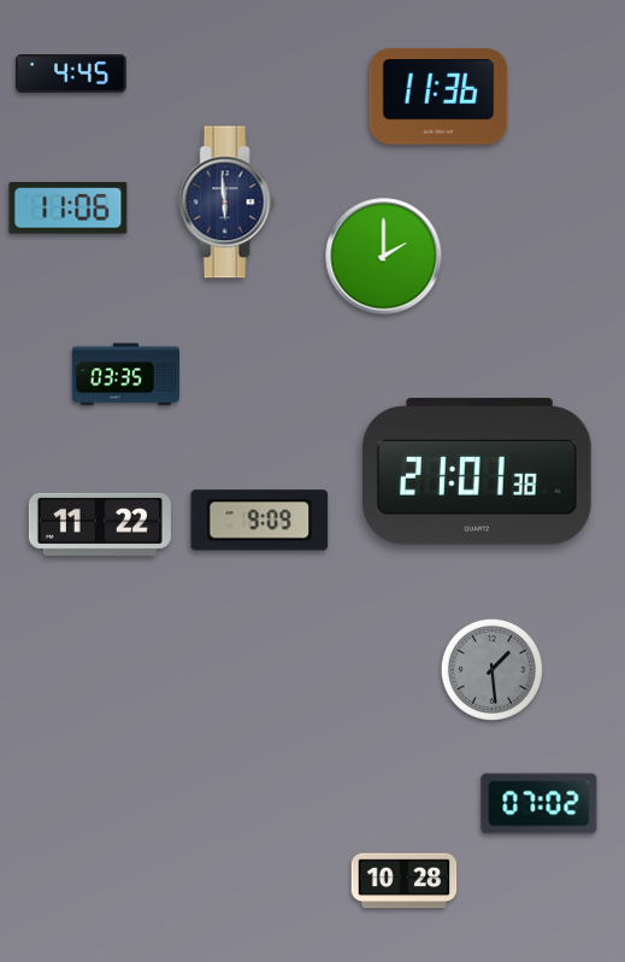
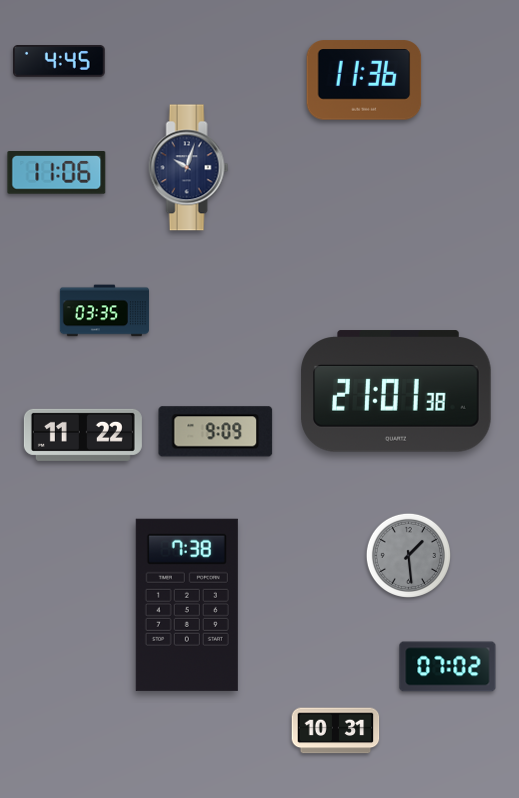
clock at (228, 203): 5:59 -> 10:03
clock at (384, 257): 2:00 -> none
clock at (187, 605): none -> 7:38
clock at (405, 881): 10:28 -> 10:31
